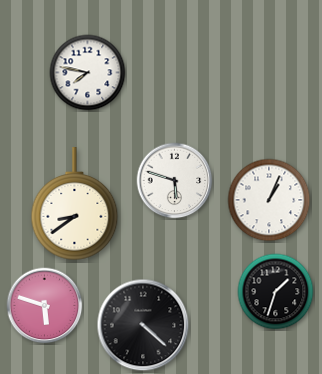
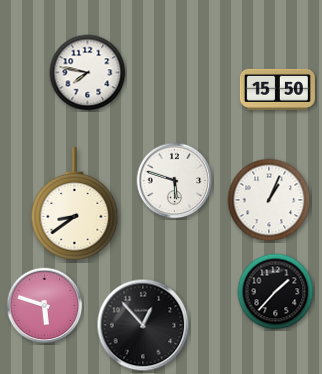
clock at (277, 89): none -> 15:50
clock at (276, 292): 1:33 -> 1:37
clock at (143, 325): 4:22 -> 12:53
